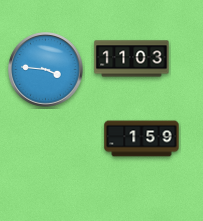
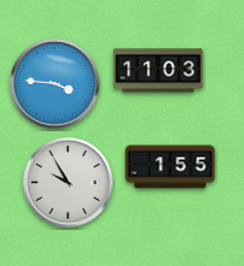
clock at (142, 139): 1:59 -> 1:55
clock at (69, 183): none -> 9:55
